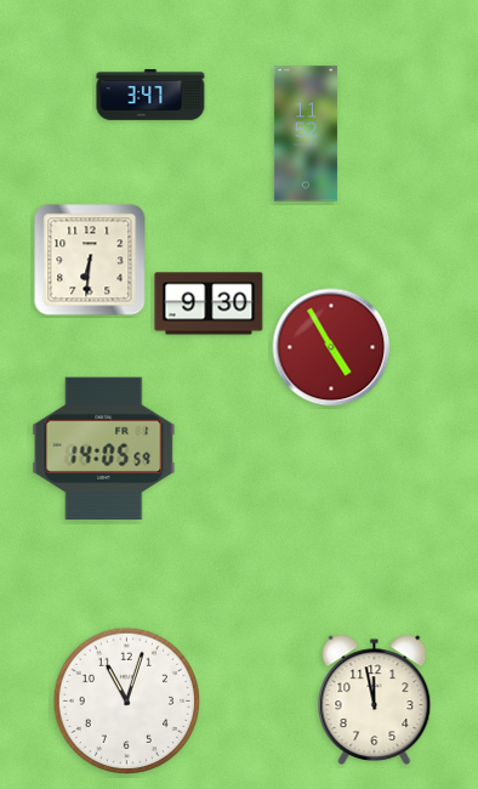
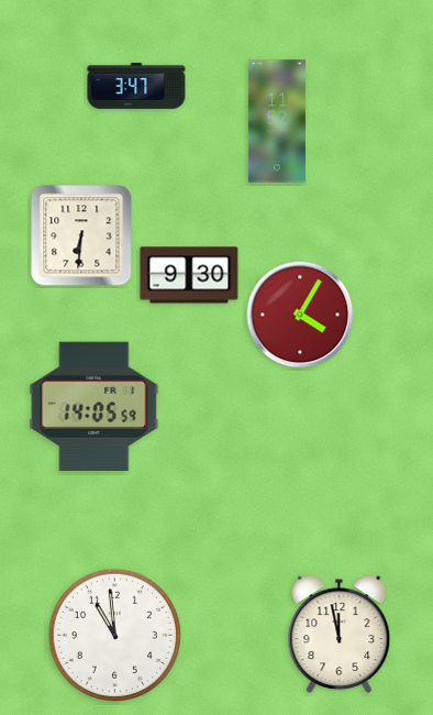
clock at (331, 347): 4:55 -> 4:05
clock at (126, 700): 11:03 -> 10:59
